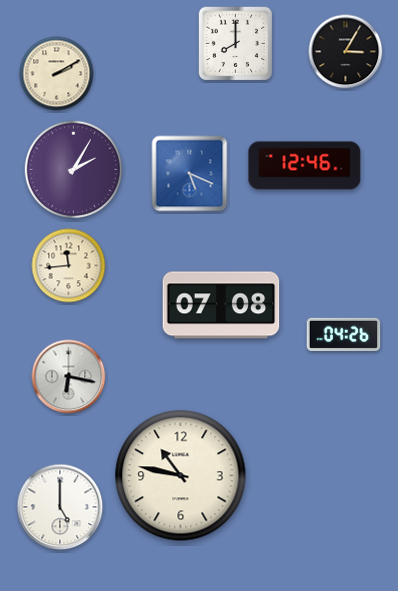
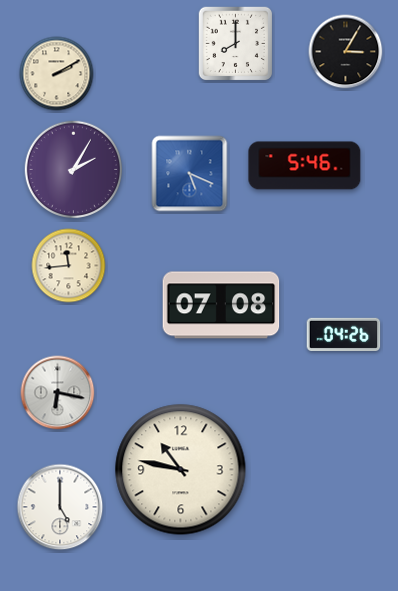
clock at (305, 166): 12:46 -> 5:46
clock at (69, 377) position: (69, 377) -> (58, 393)
clock at (181, 476) position: (181, 476) -> (181, 470)
